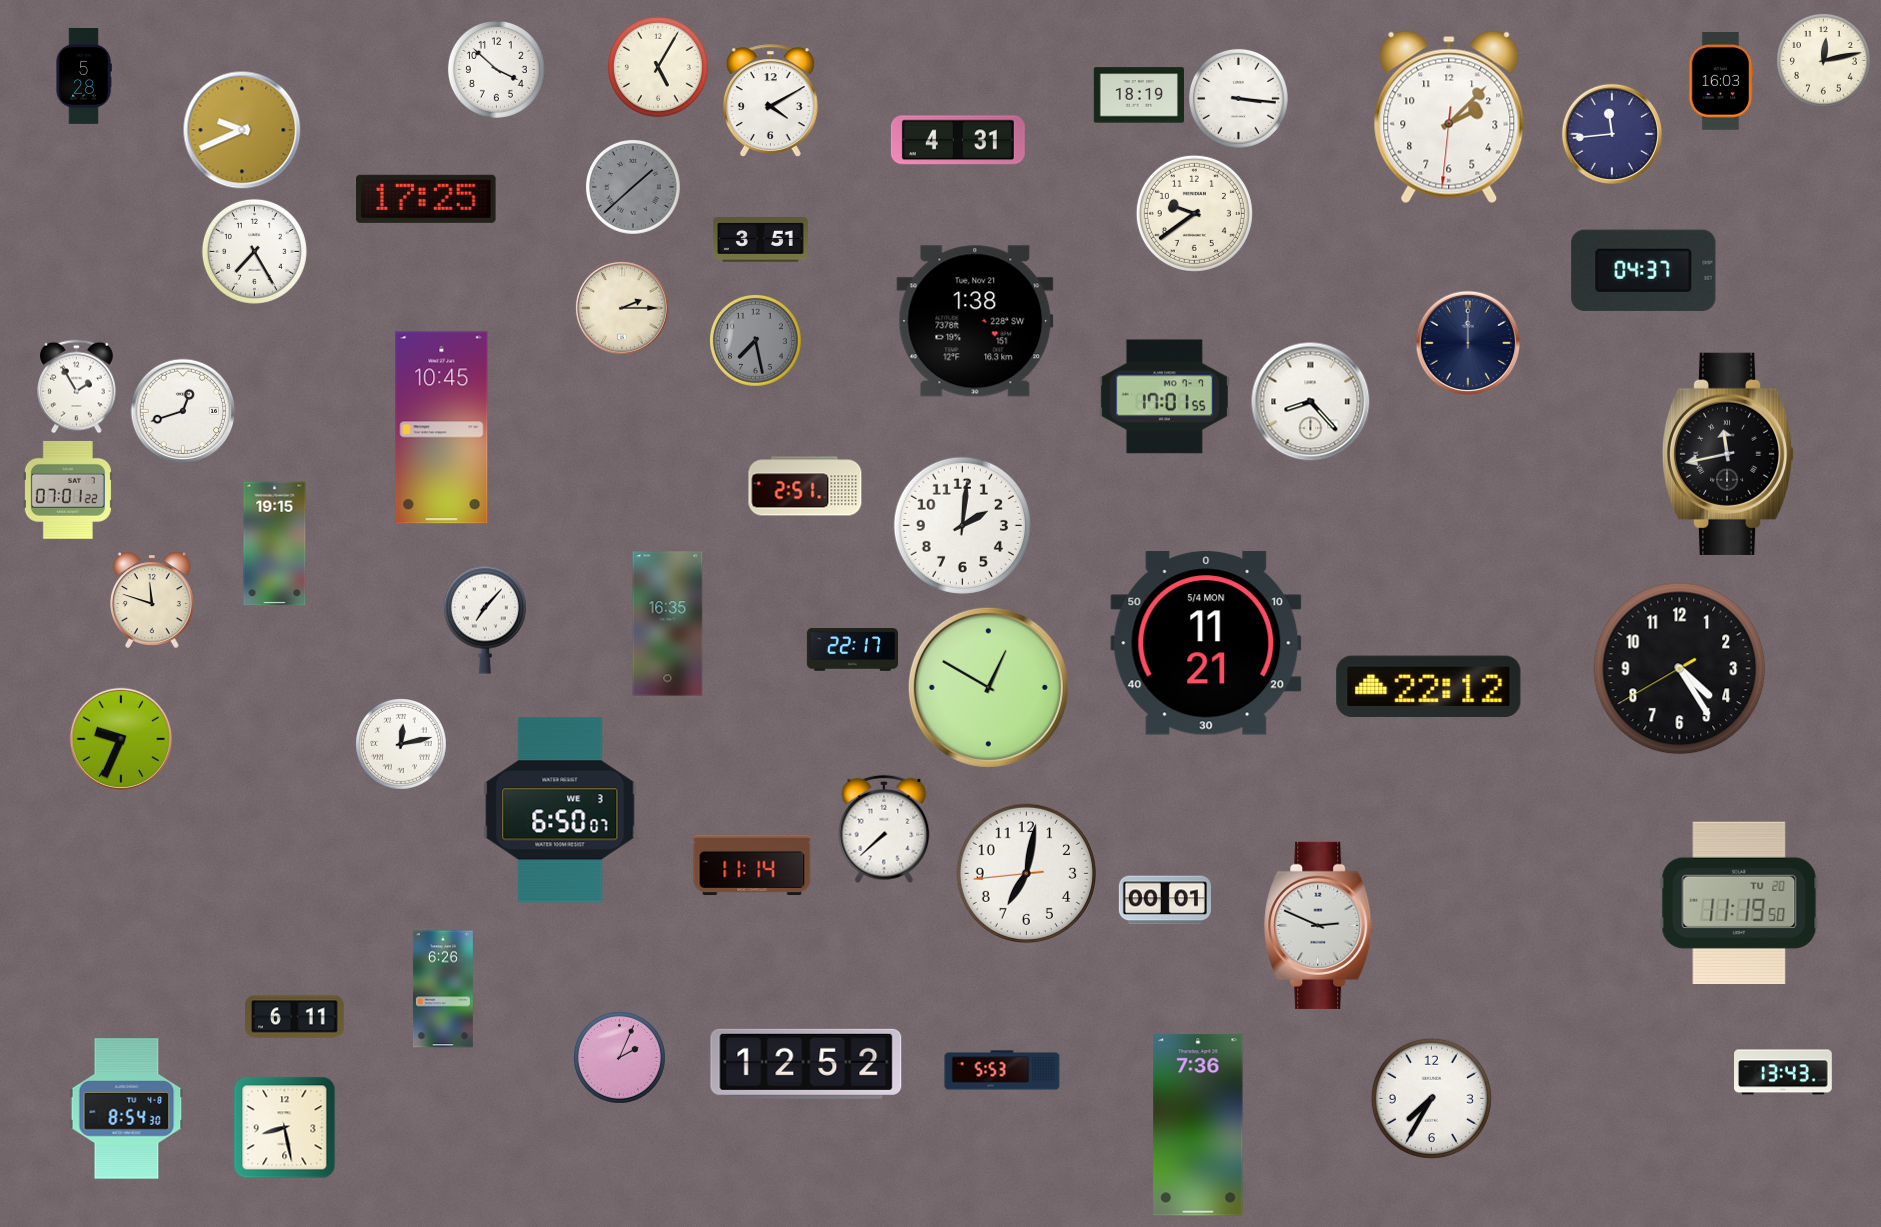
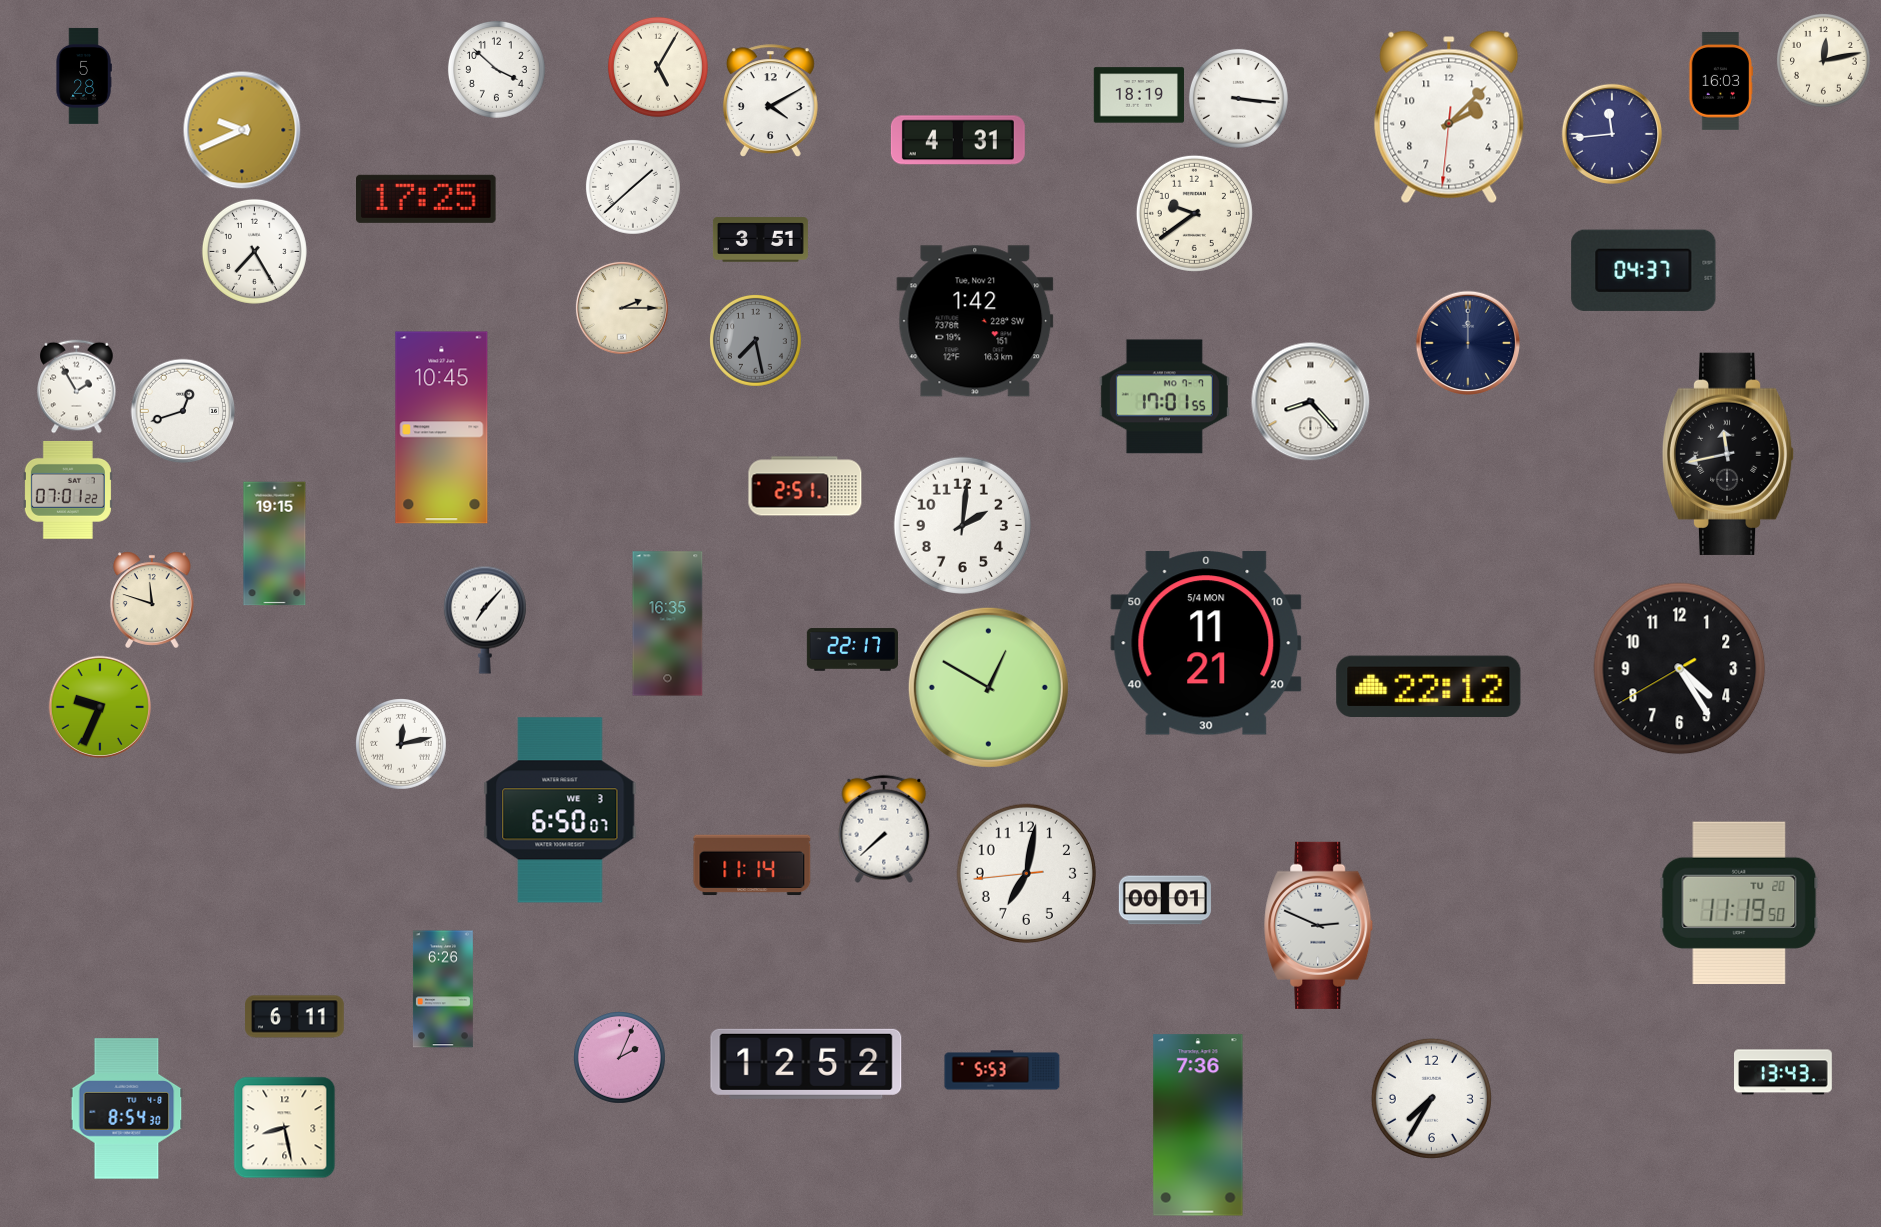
clock at (633, 187) dial: grey -> white
clock at (975, 321): 1:38 -> 1:42
clock at (120, 738) position: (120, 738) -> (99, 706)
